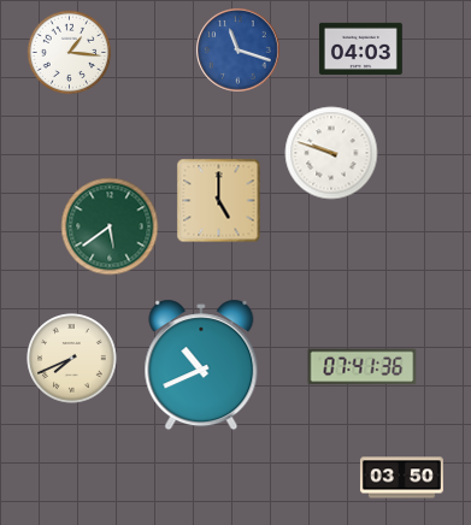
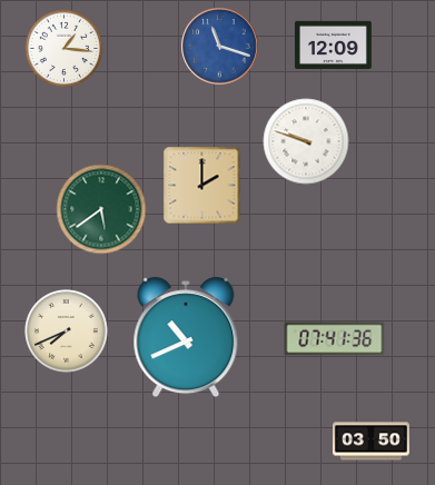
clock at (360, 48): 04:03 -> 12:09
clock at (219, 201): 5:00 -> 2:00
